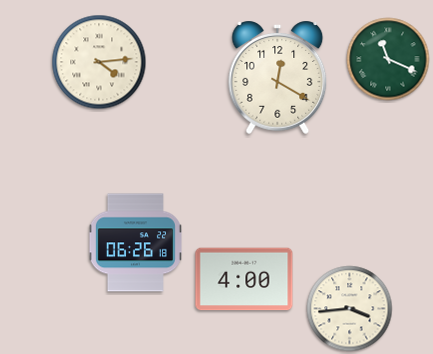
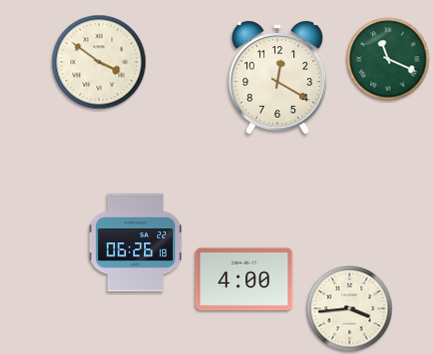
clock at (99, 62): 4:14 -> 3:51
